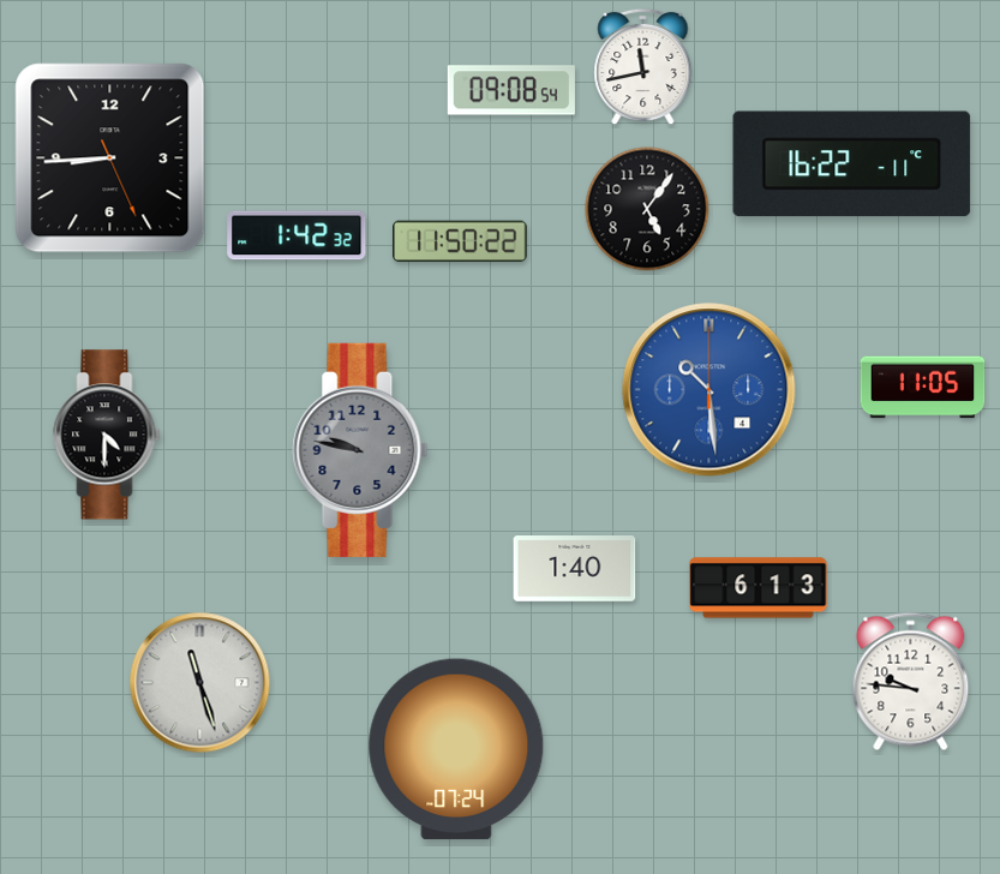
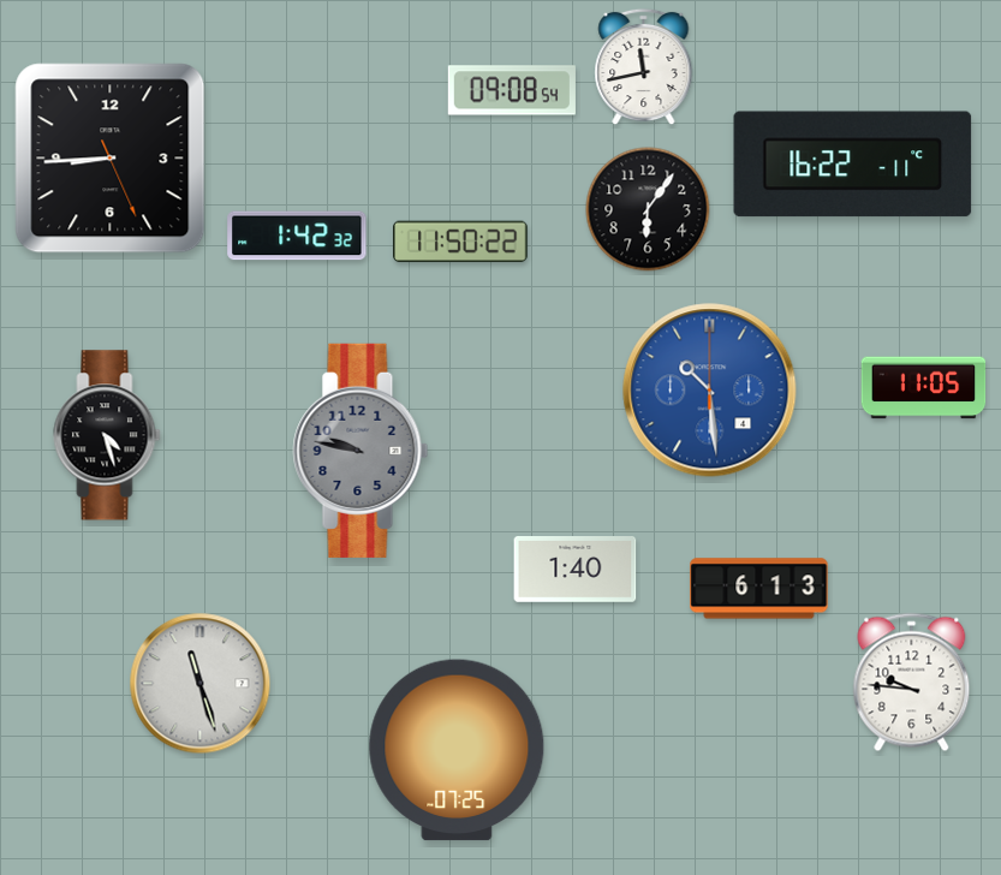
clock at (647, 209): 5:06 -> 6:06
clock at (107, 435): 4:30 -> 4:27
clock at (456, 749): 07:24 -> 07:25
